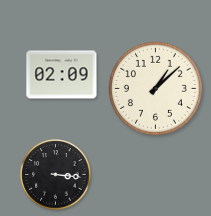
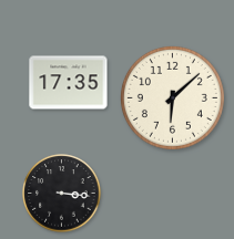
clock at (62, 75): 02:09 -> 17:35
clock at (155, 88): 1:08 -> 6:08
